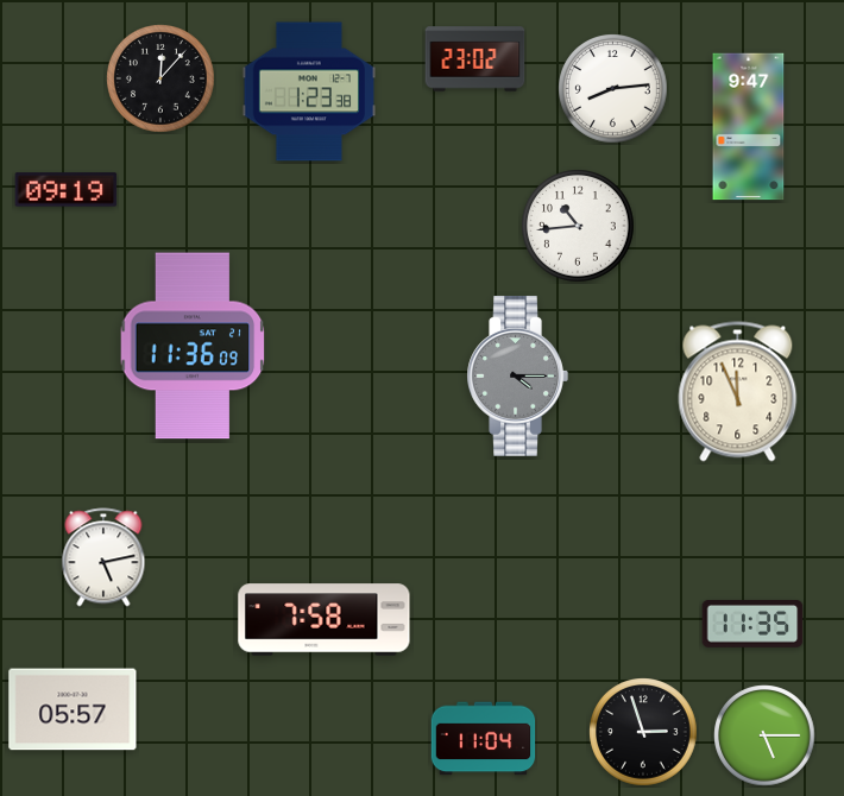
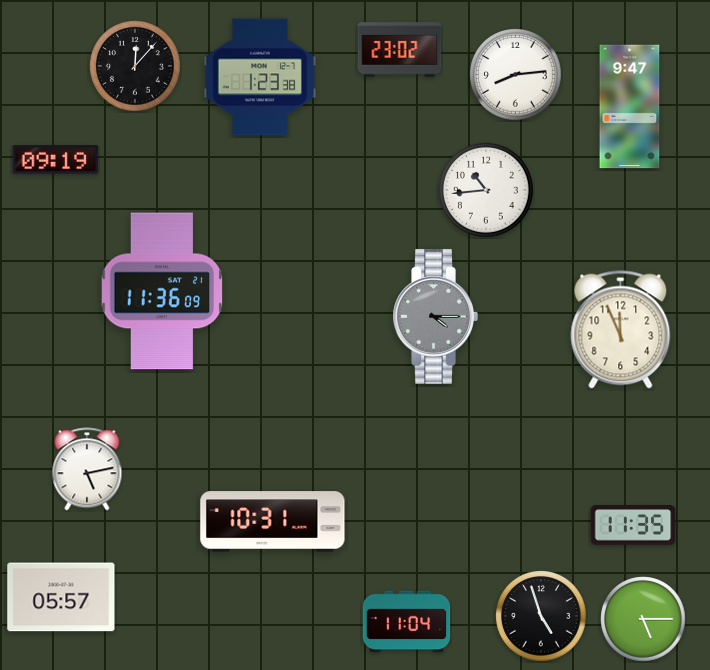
clock at (325, 620): 7:58 -> 10:31
clock at (644, 733): 2:57 -> 4:57
